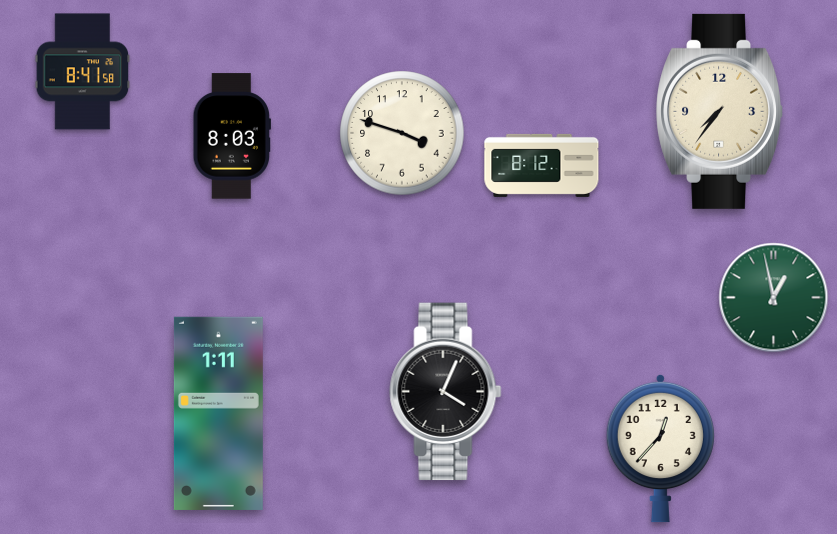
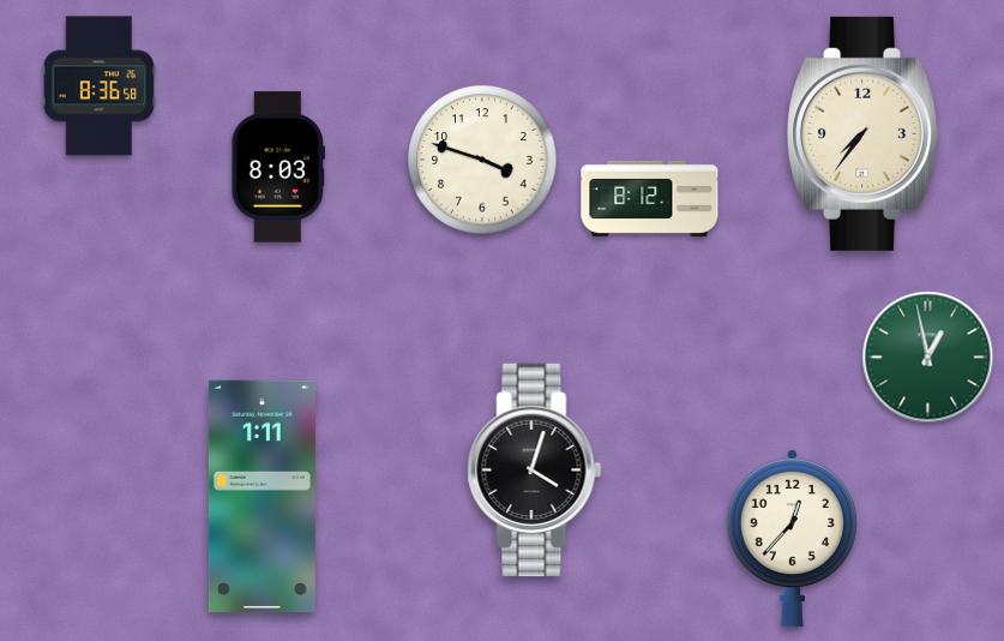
clock at (83, 72): 8:41 -> 8:36
clock at (232, 136) position: (232, 136) -> (278, 167)
clock at (446, 392): 4:04 -> 4:03
